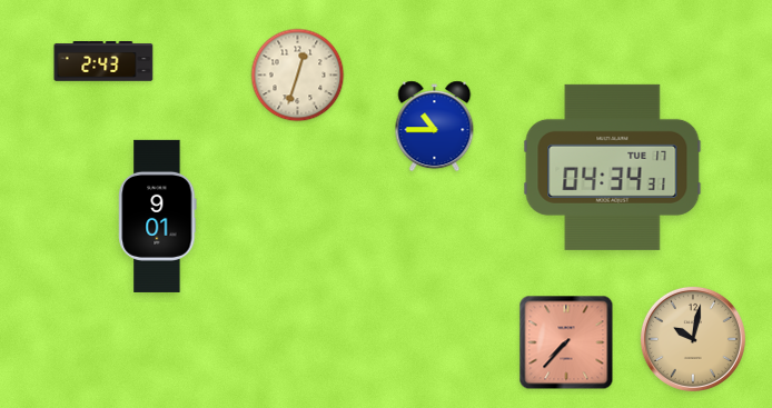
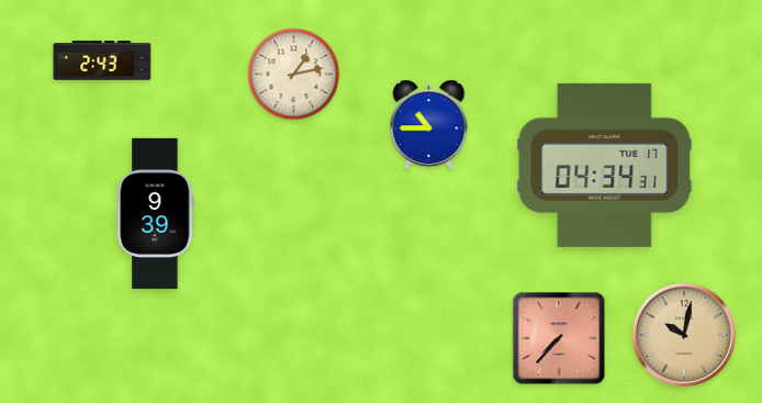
clock at (298, 76): 12:33 -> 1:13
clock at (158, 216): 9:01 -> 9:39
